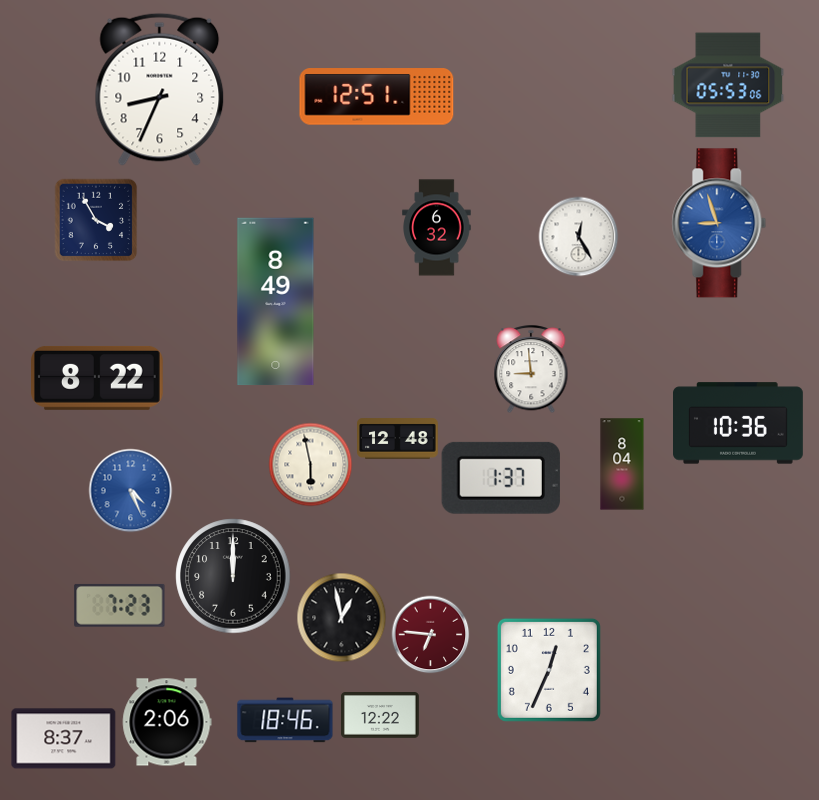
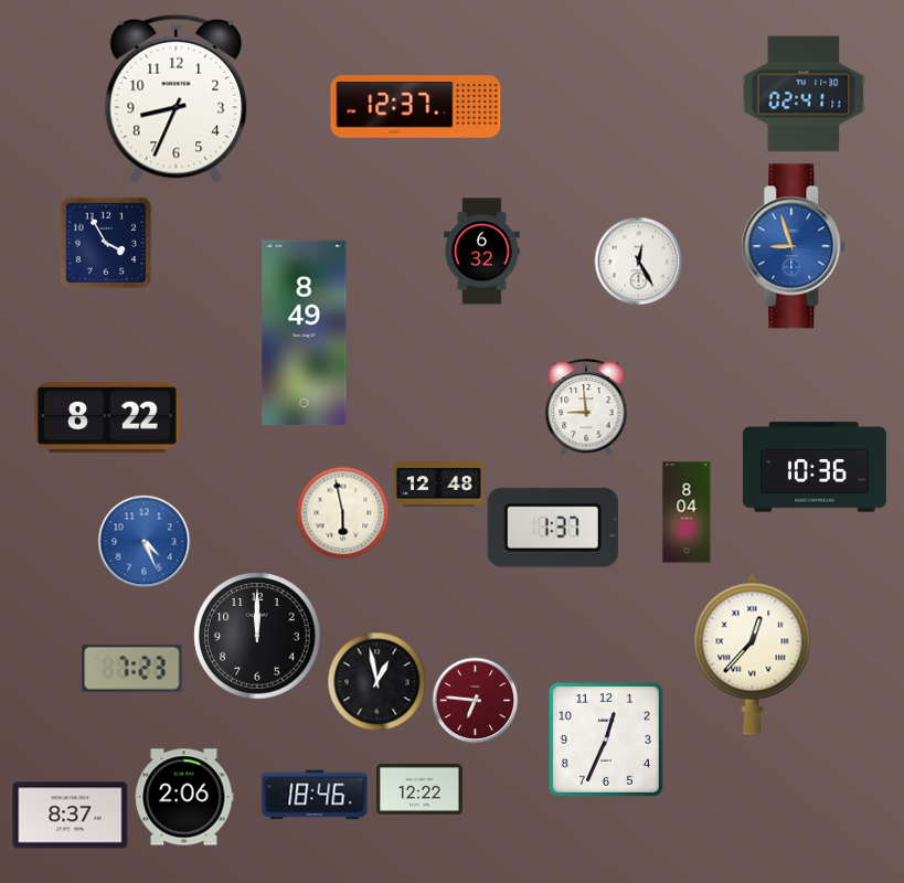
clock at (728, 85): 05:53 -> 02:41
clock at (377, 97): 12:51 -> 12:37
clock at (753, 655): none -> 12:37
